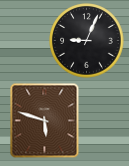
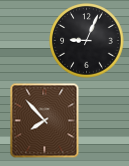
clock at (45, 121): 5:48 -> 7:53
